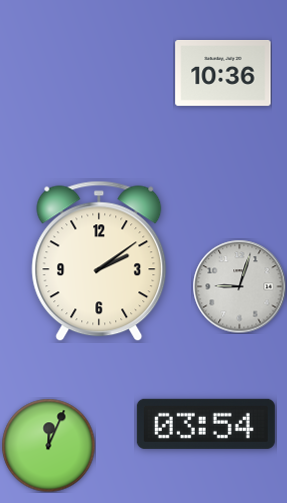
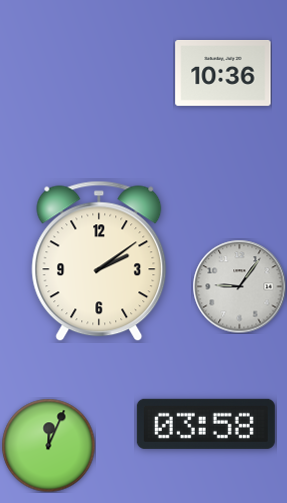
clock at (239, 286): 9:03 -> 9:06
clock at (206, 424): 03:54 -> 03:58
